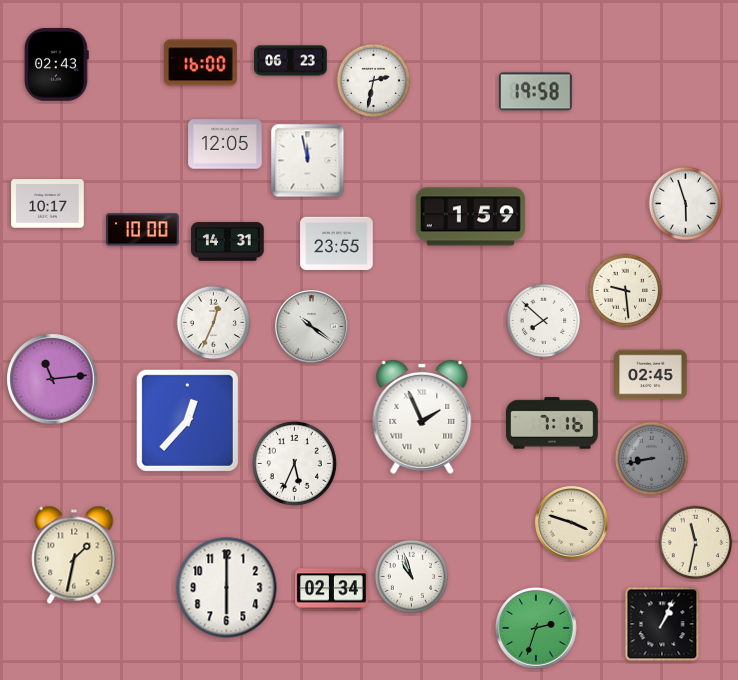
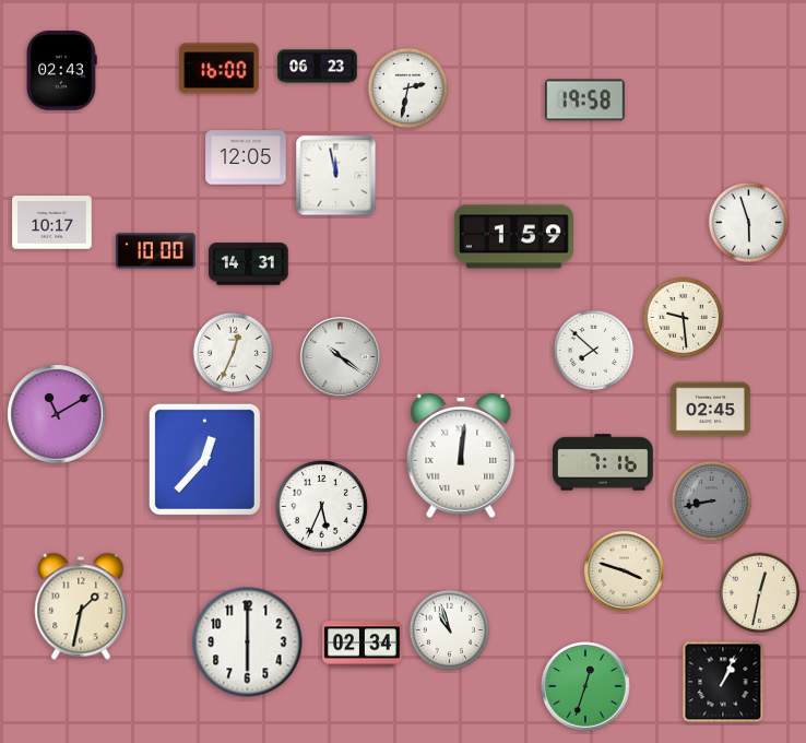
clock at (337, 243): 23:55 -> none
clock at (52, 379): 11:14 -> 11:10
clock at (422, 417): 1:56 -> 12:01
clock at (696, 543): 11:32 -> 12:32
clock at (536, 628): 2:33 -> 12:33
